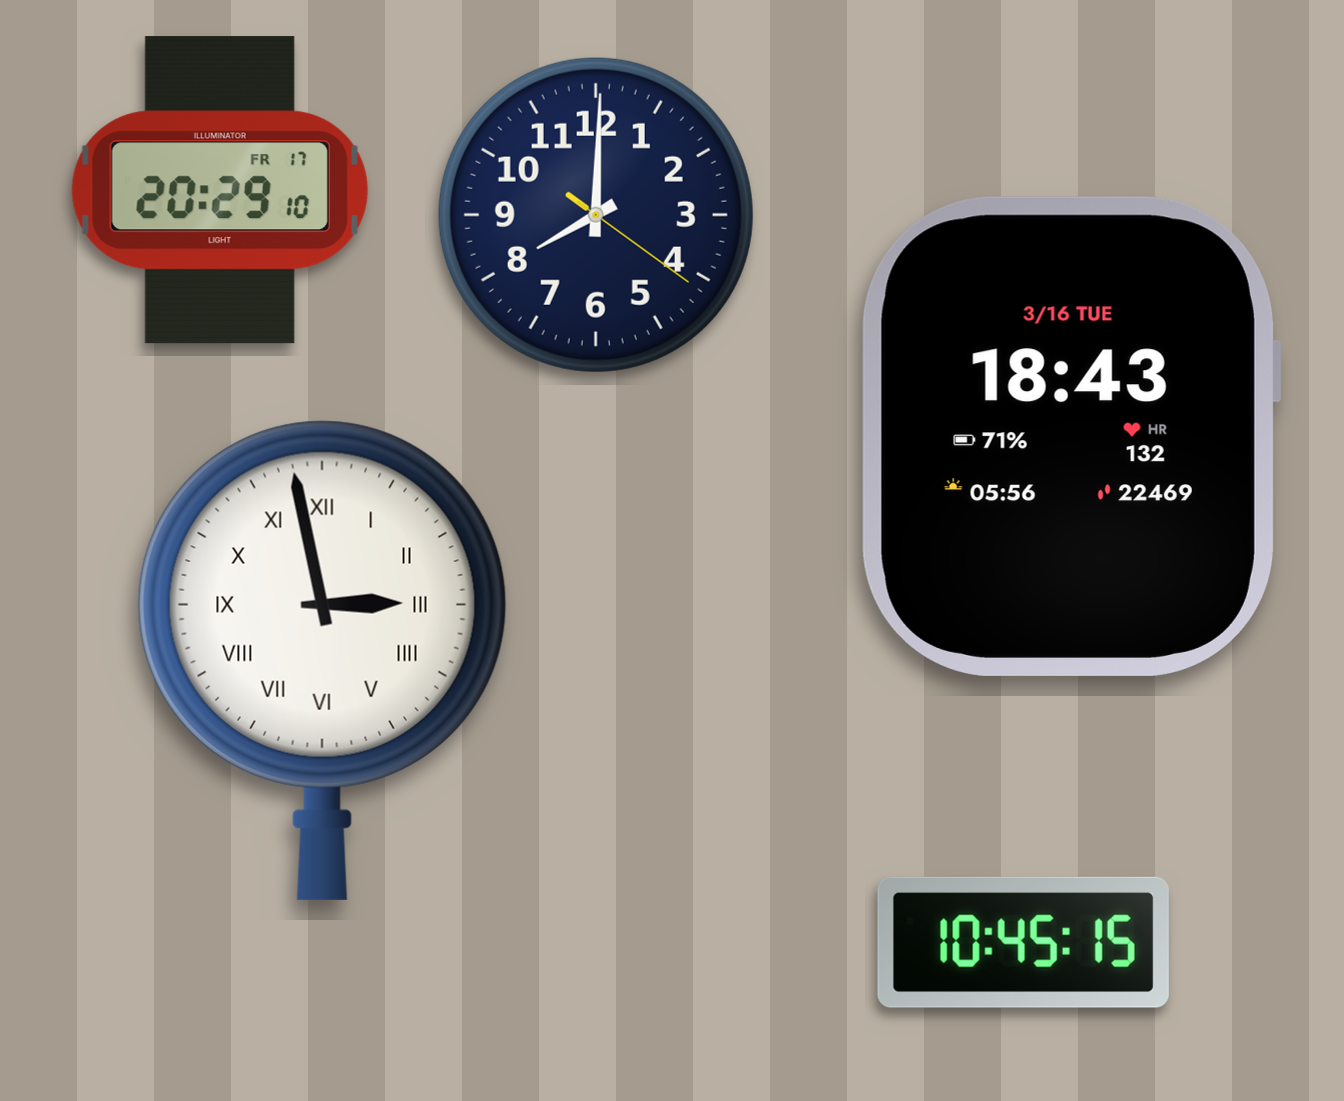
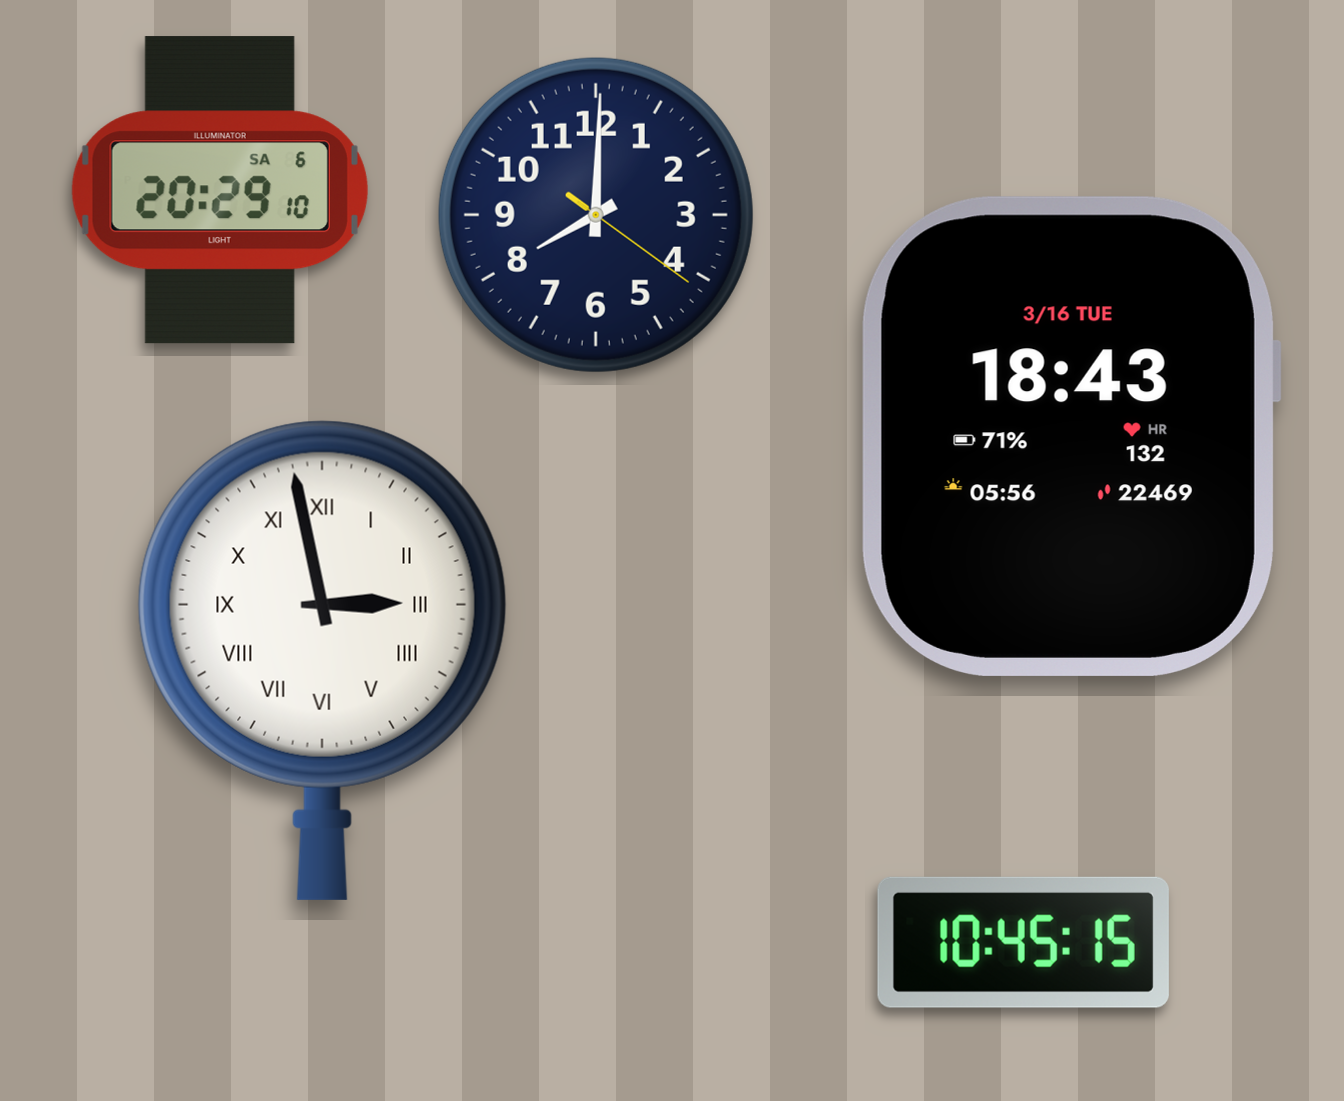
clock at (220, 190) date: FR 17 -> SA 6
